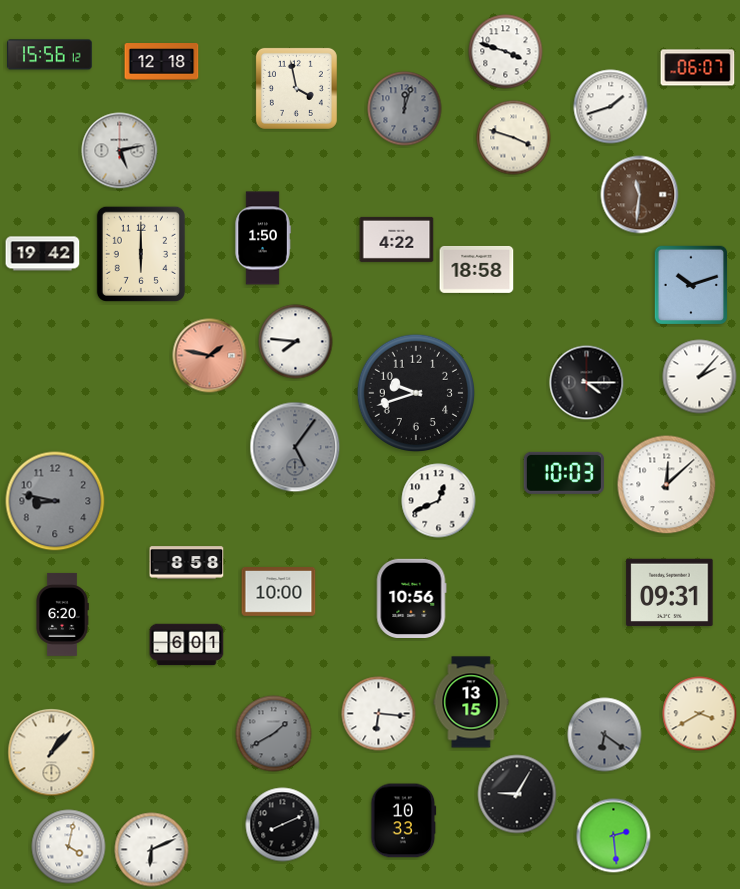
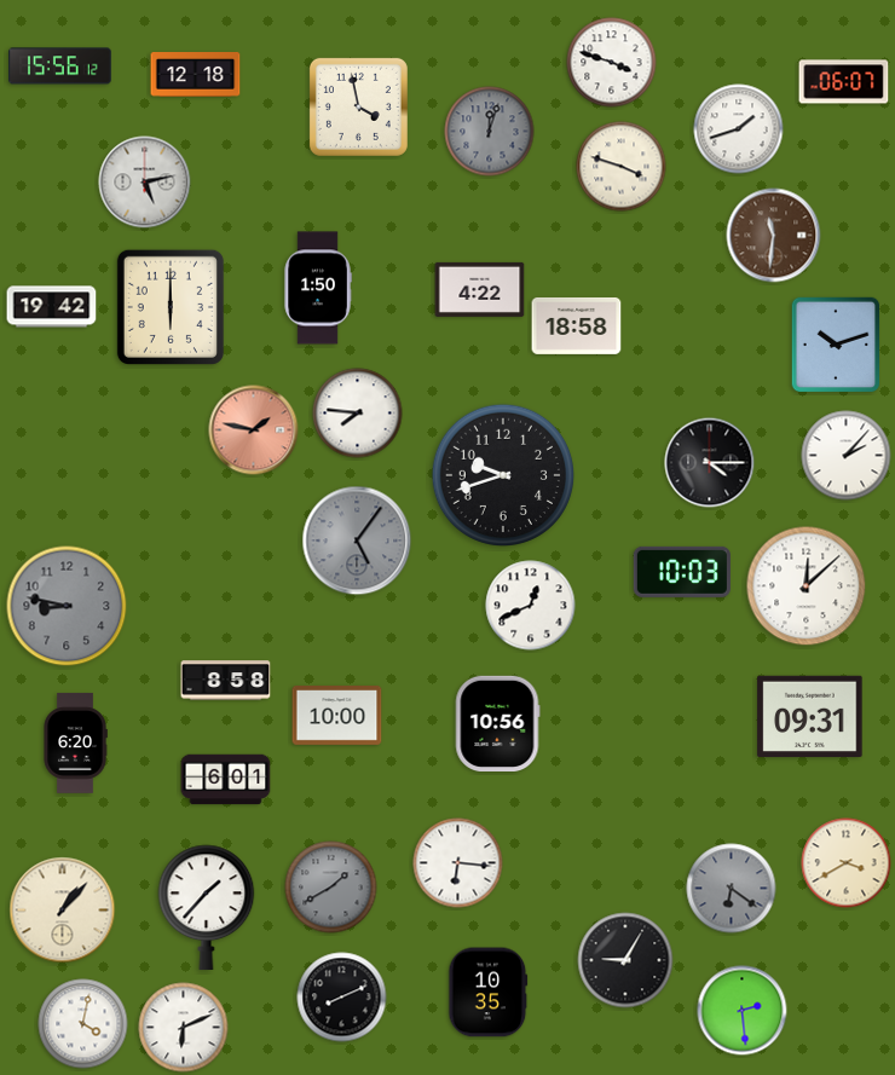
clock at (471, 702): 13:15 -> none
clock at (207, 907): none -> 1:37
clock at (404, 821): 10:33 -> 10:35
